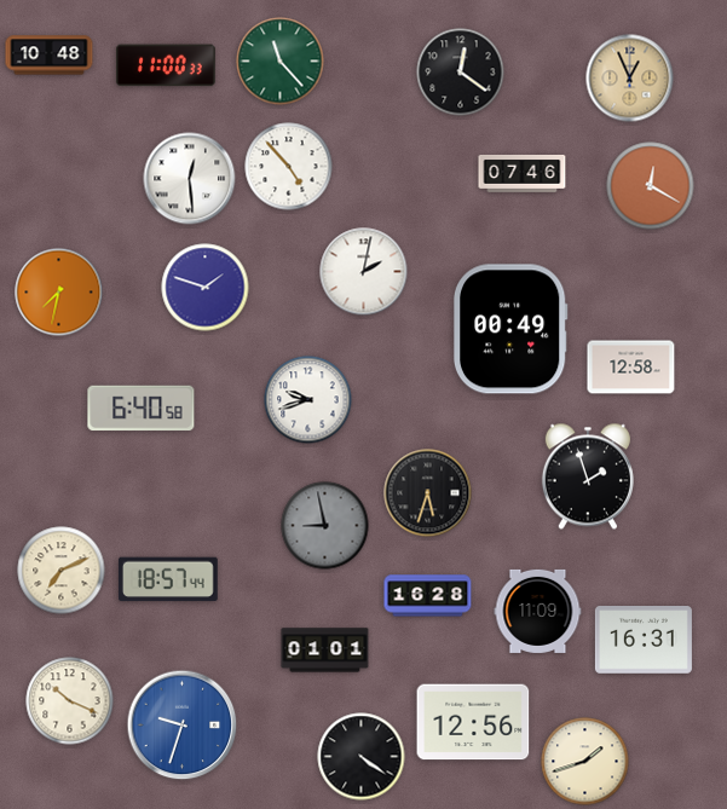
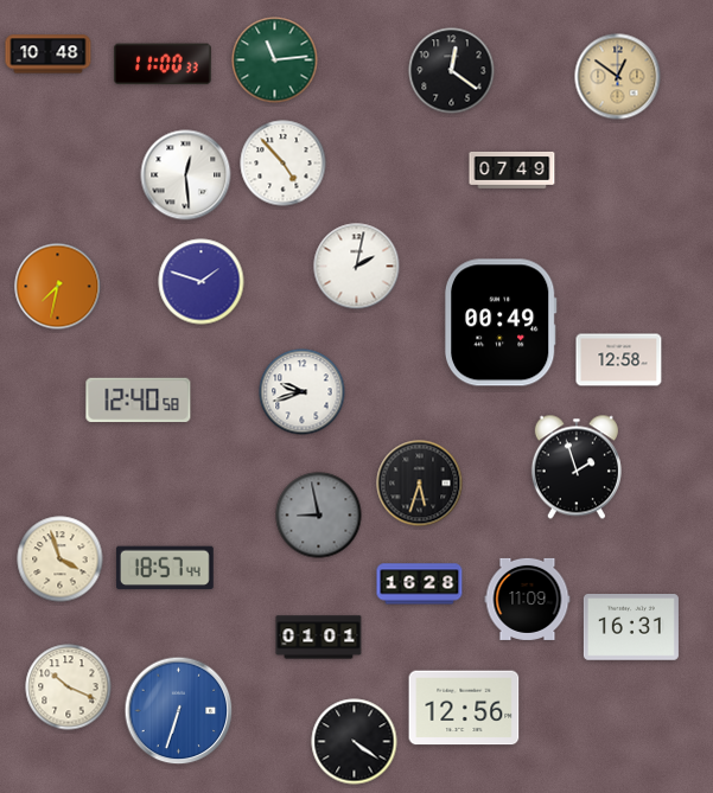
clock at (281, 62): 11:23 -> 11:14
clock at (630, 79): 12:56 -> 12:51
clock at (523, 173): 07:46 -> 07:49
clock at (651, 186): 12:20 -> none
clock at (142, 409): 6:40 -> 12:40
clock at (62, 571): 7:11 -> 3:57
clock at (183, 726): 9:33 -> 6:33
clock at (585, 762): 1:42 -> none
